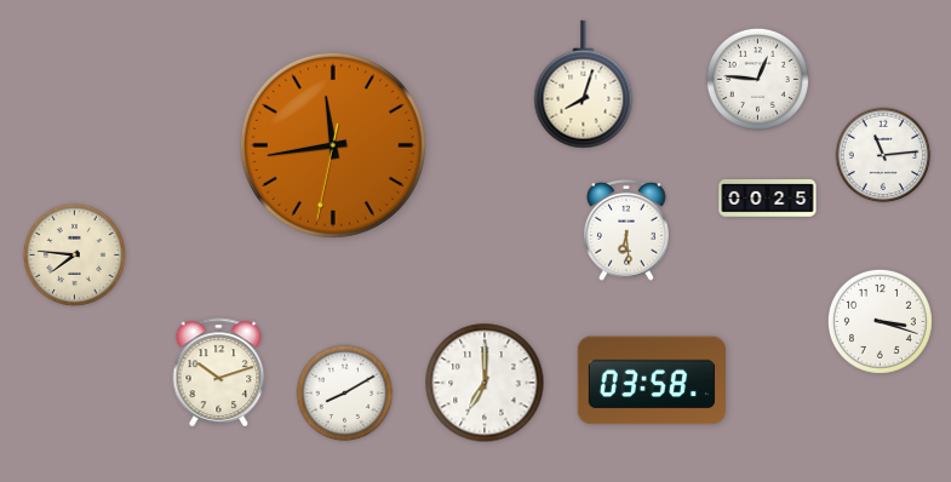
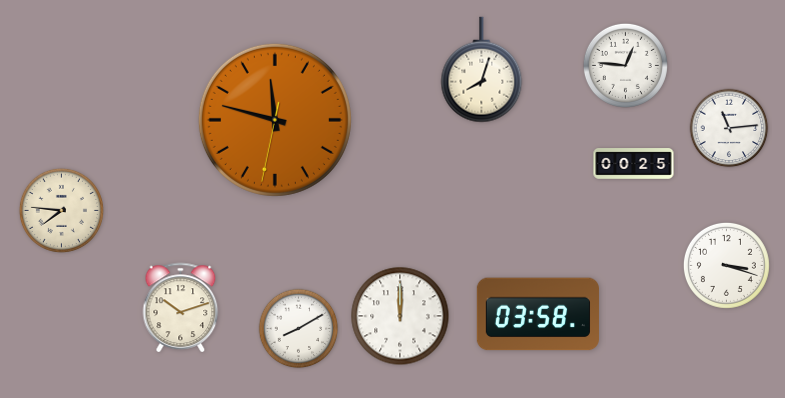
clock at (333, 145): 11:43 -> 11:47
clock at (626, 230): 6:29 -> none
clock at (485, 383): 7:00 -> 12:00
clock at (345, 394) position: (345, 394) -> (299, 329)
